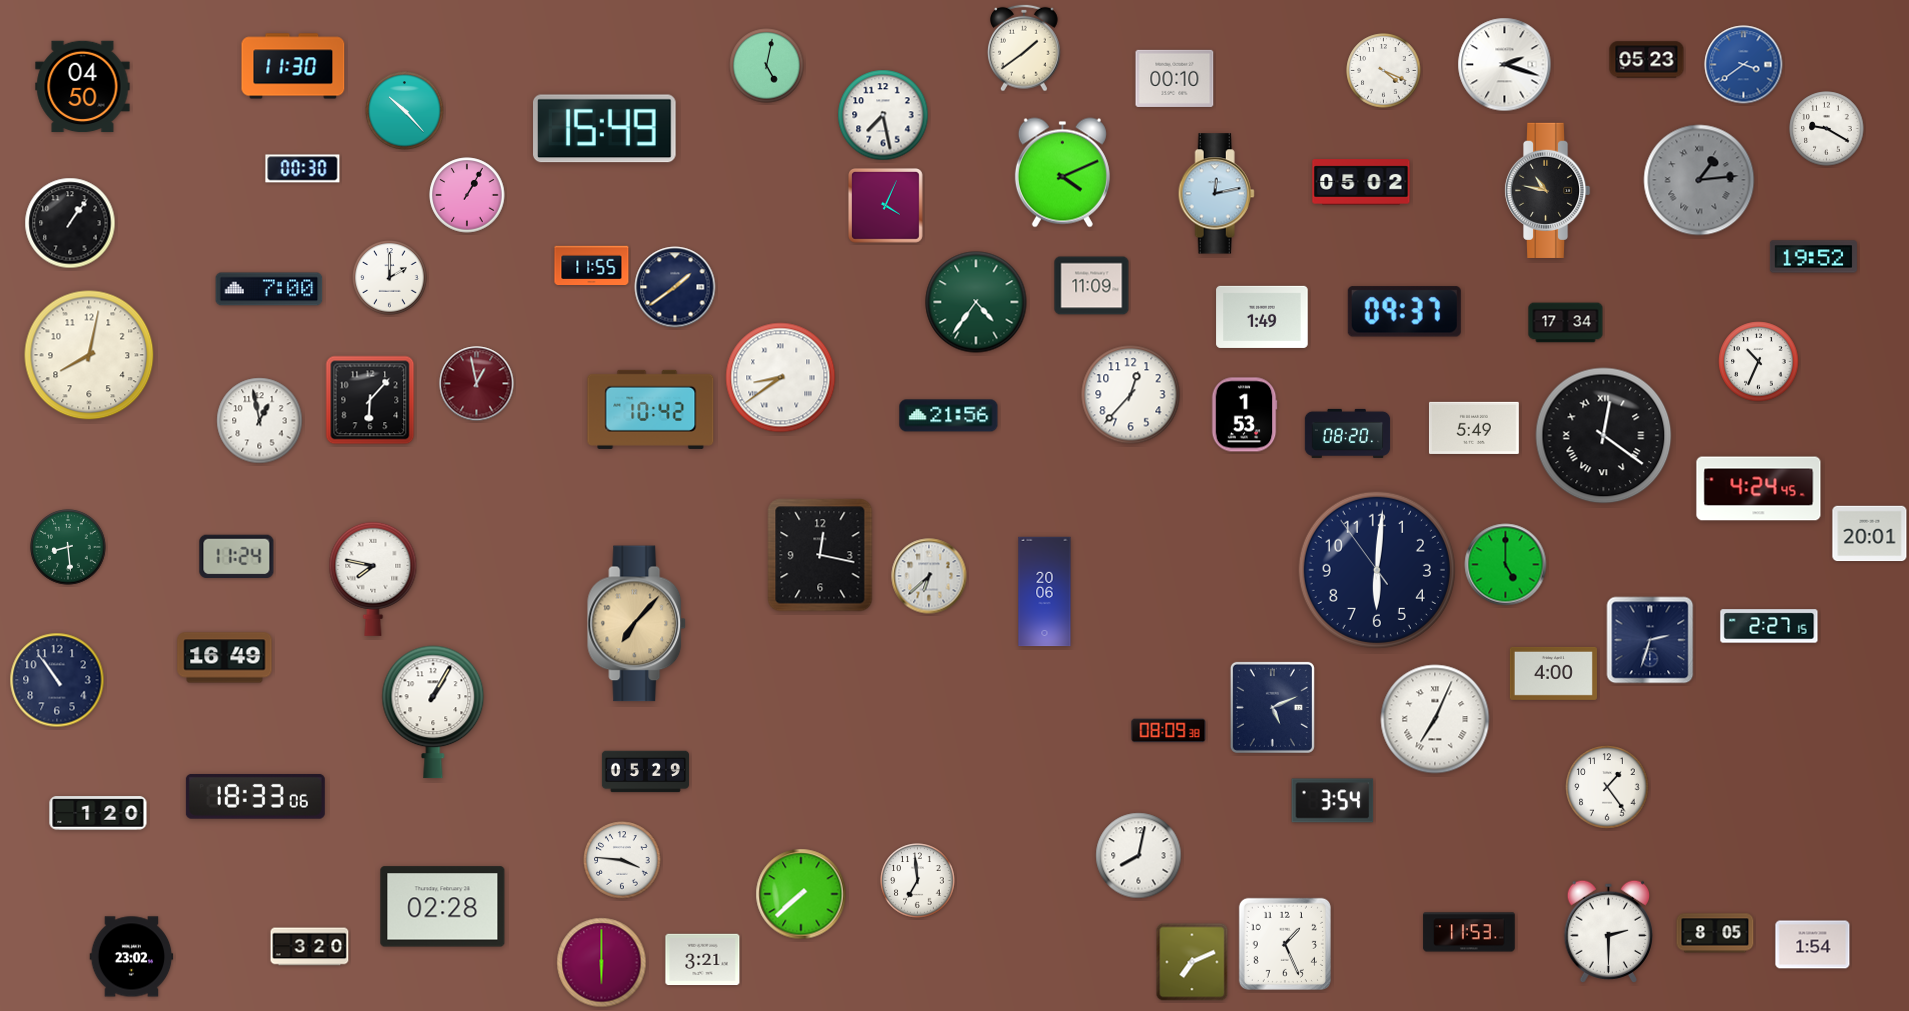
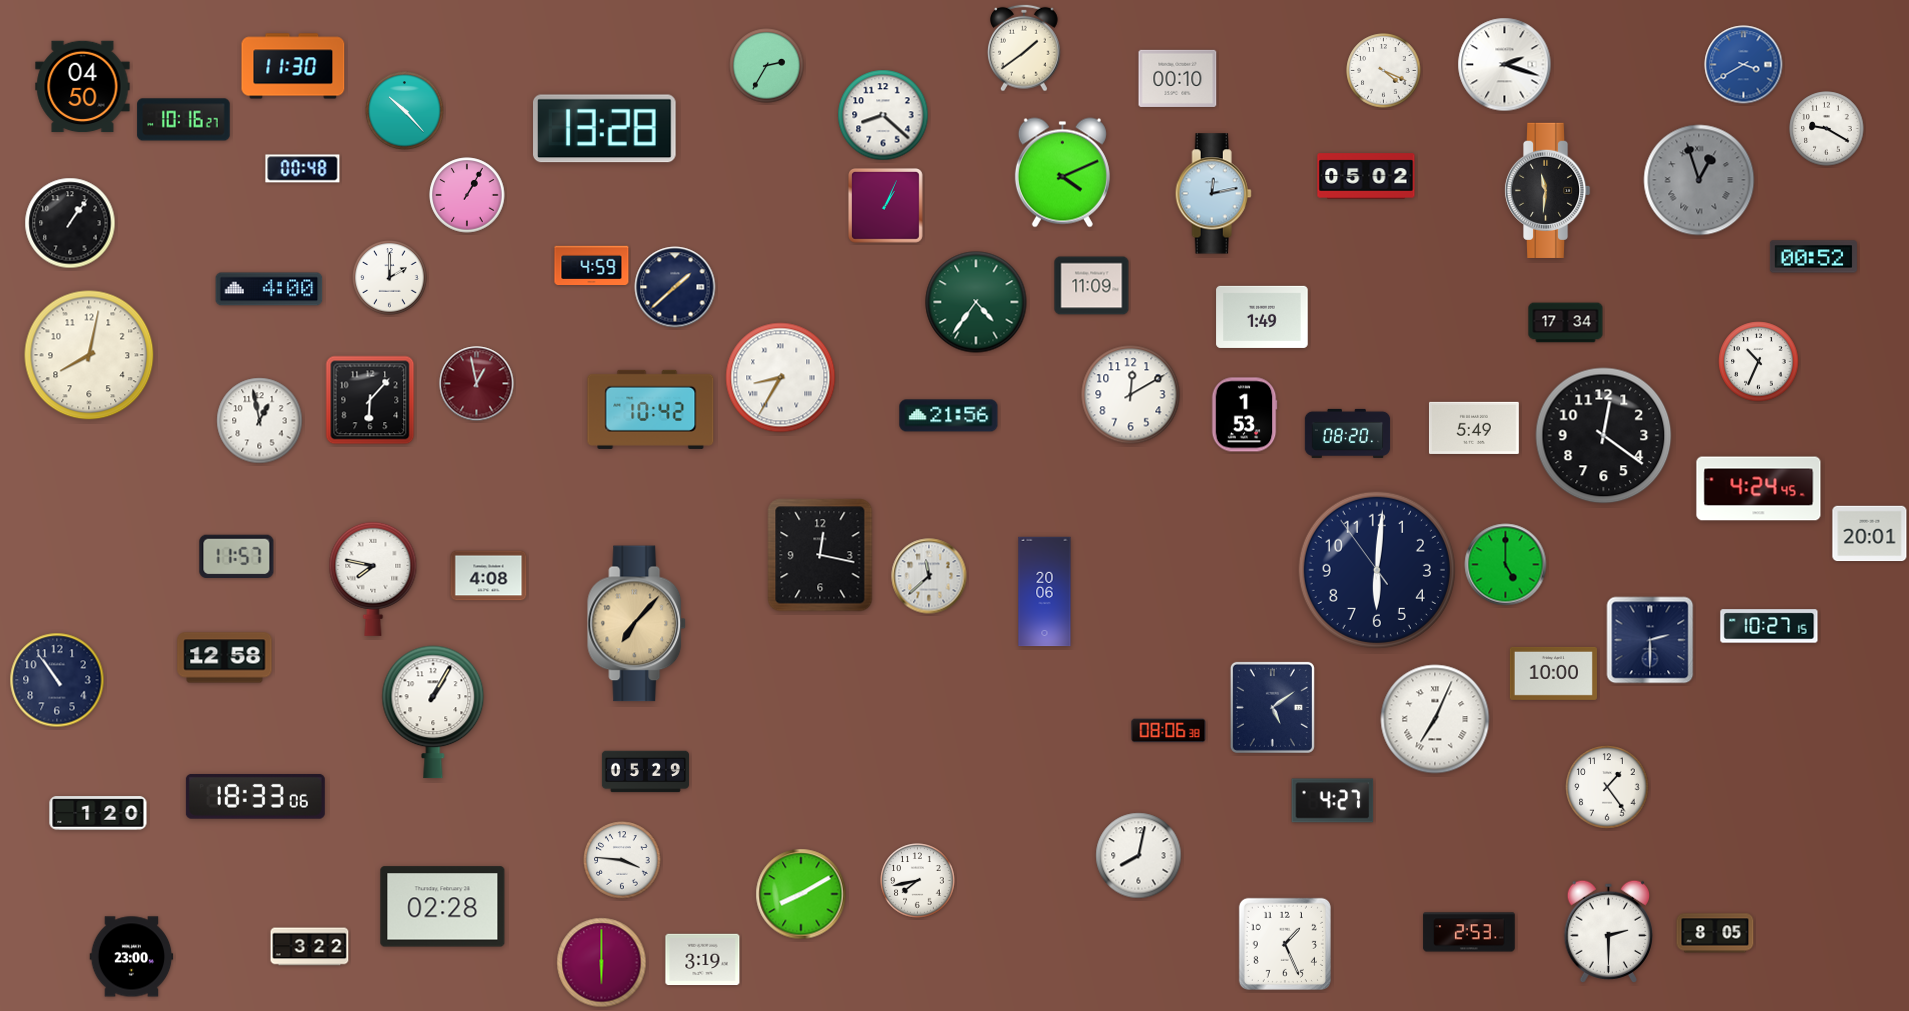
clock at (1647, 60): 05:23 -> none
clock at (1744, 65): 3:39 -> 3:40
clock at (767, 66): 5:02 -> 2:35
clock at (1175, 78) position: (1175, 78) -> (1178, 78)
clock at (883, 115): 7:28 -> 8:22
clock at (184, 120): none -> 10:16
clock at (605, 129): 15:49 -> 13:28
clock at (303, 169): 00:30 -> 00:48
clock at (1699, 180): 1:14 -> 12:57
clock at (1361, 182) position: (1361, 182) -> (1366, 176)
clock at (1547, 190): 10:47 -> 11:31
clock at (1216, 194) position: (1216, 194) -> (1213, 194)
clock at (886, 206): 4:04 -> 1:04
clock at (1813, 257): 19:52 -> 00:52
clock at (592, 266): 11:55 -> 4:59
clock at (675, 287): 1:39 -> 1:38
clock at (269, 289): 7:00 -> 4:00
clock at (1404, 312): 09:37 -> none
clock at (781, 378): 8:39 -> 8:35
clock at (1131, 395): 12:37 -> 12:10
clock at (1604, 436) numerals: Roman -> Arabic
clock at (68, 547): 8:29 -> none
clock at (237, 557): 11:24 -> 11:57
clock at (489, 576): none -> 4:08
clock at (929, 576): 6:38 -> 11:38
clock at (1769, 626): 2:27 -> 10:27
clock at (1650, 640): 2:33 -> 2:30
clock at (225, 658): 16:49 -> 12:58
clock at (1553, 673): 4:00 -> 10:00
clock at (1272, 707): 5:11 -> 5:09
clock at (1169, 731): 08:09 -> 08:06
clock at (1333, 801): 3:54 -> 4:27
clock at (918, 881): 6:59 -> 7:43
clock at (801, 894): 7:38 -> 8:10
clock at (1469, 932): 11:53 -> 2:53
clock at (1813, 945): 1:54 -> none
clock at (310, 947): 3:20 -> 3:22
clock at (132, 957): 23:02 -> 23:00
clock at (703, 960): 3:21 -> 3:19
clock at (1192, 962): 7:11 -> none
